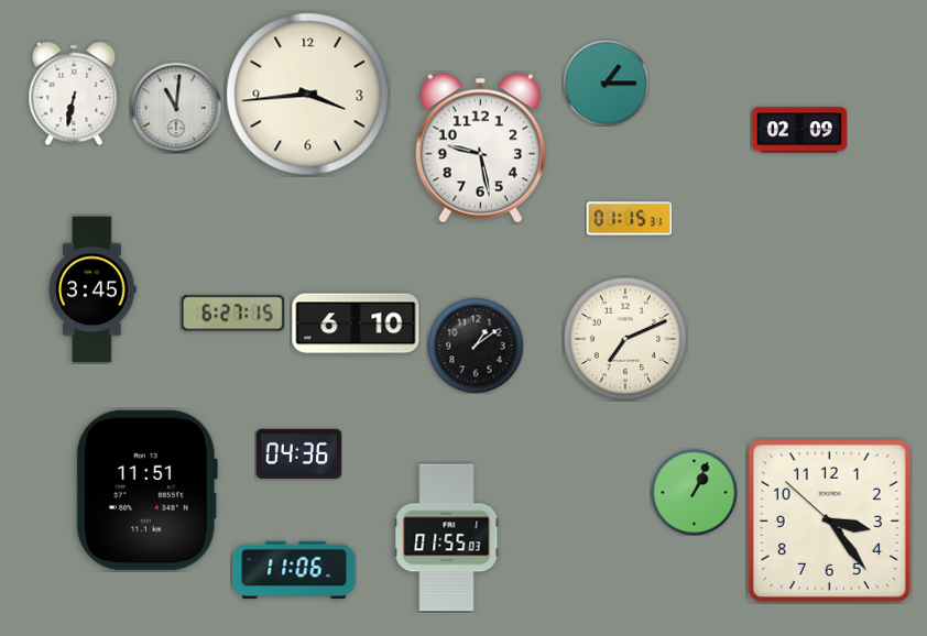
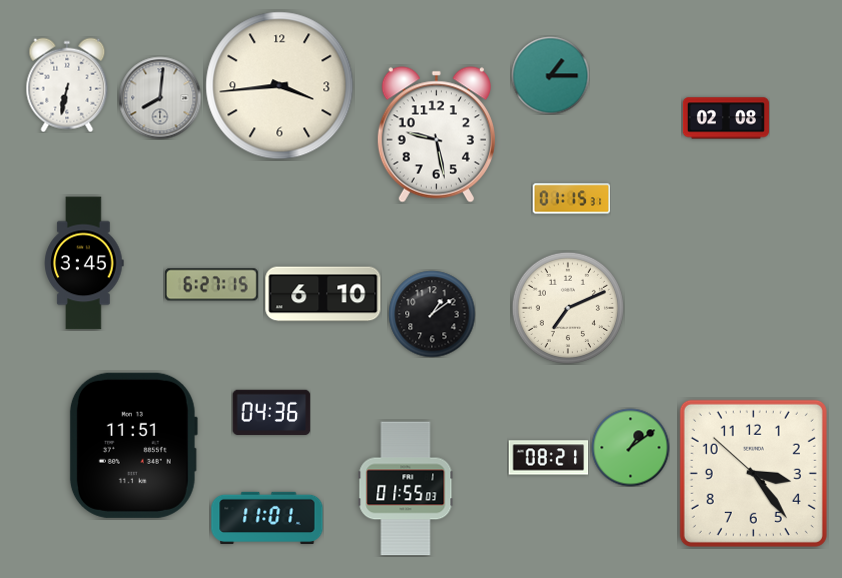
clock at (176, 108): 11:01 -> 8:01
clock at (799, 130): 02:09 -> 02:08
clock at (694, 492): 1:04 -> 1:09
clock at (548, 458): none -> 08:21
clock at (294, 570): 11:06 -> 11:01
